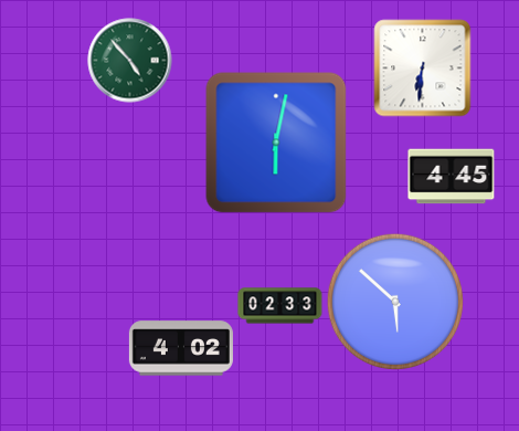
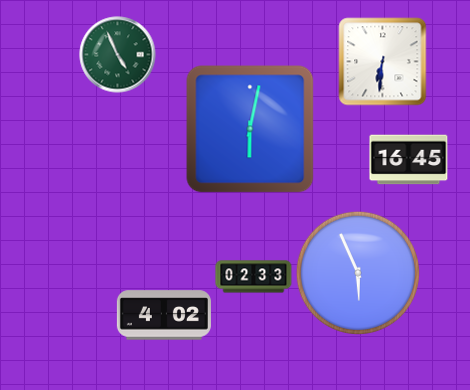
clock at (130, 61): 4:53 -> 4:56
clock at (452, 177): 4:45 -> 16:45
clock at (395, 302): 5:52 -> 5:56
